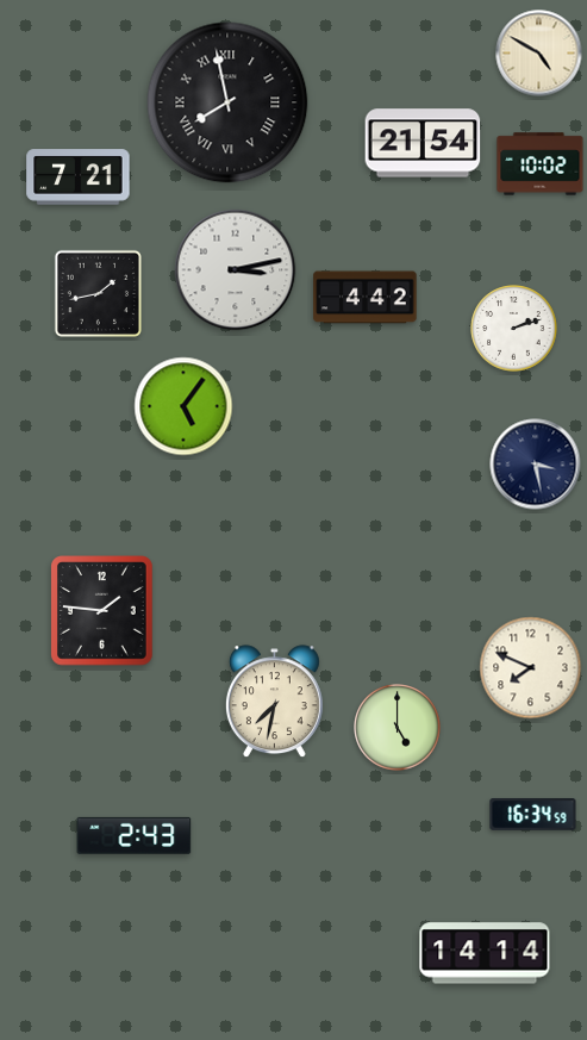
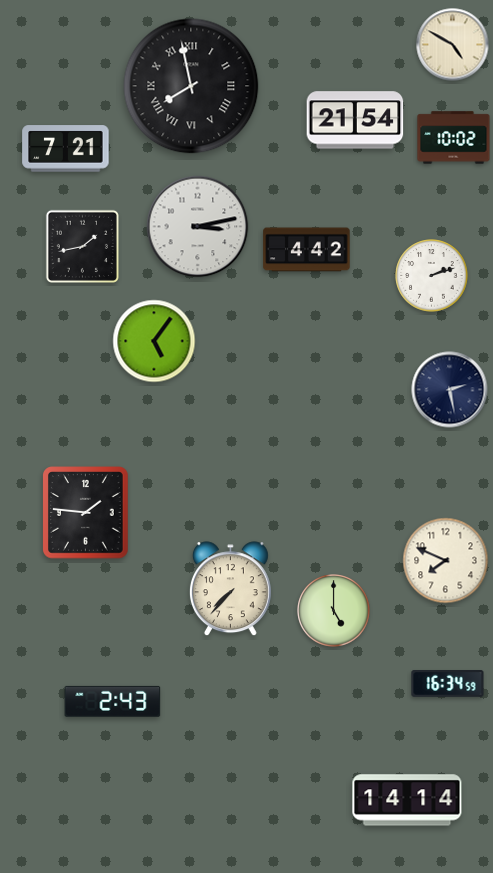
clock at (536, 465): 3:28 -> 2:28
clock at (274, 702): 7:32 -> 7:37
